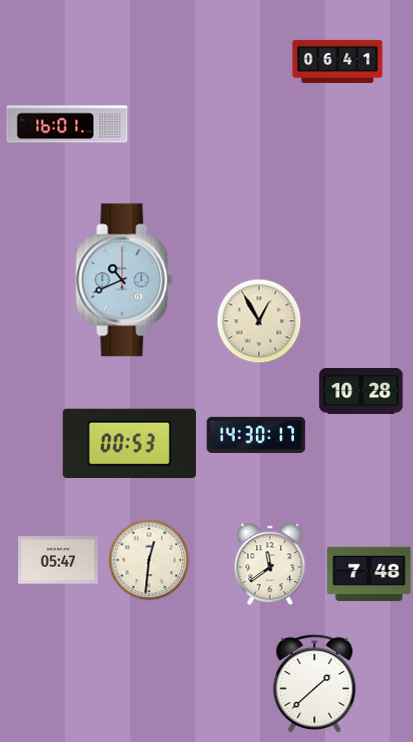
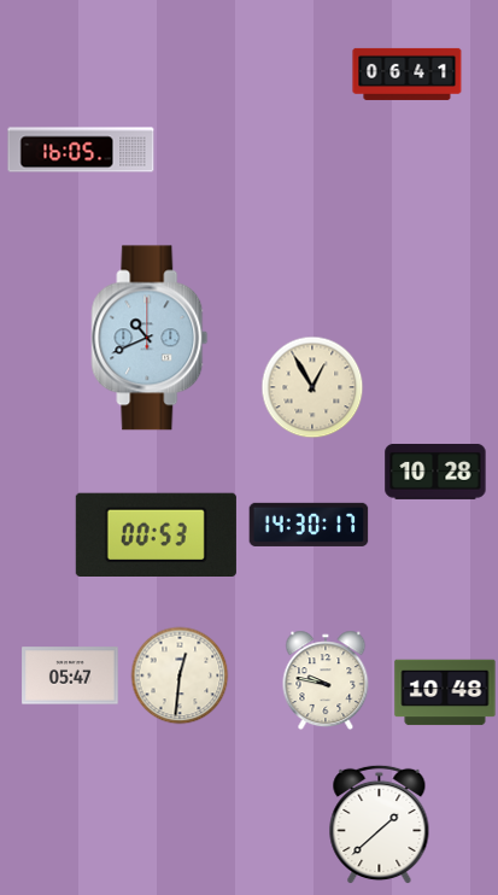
clock at (67, 124): 16:01 -> 16:05
clock at (270, 564): 11:39 -> 9:47
clock at (369, 574): 7:48 -> 10:48
